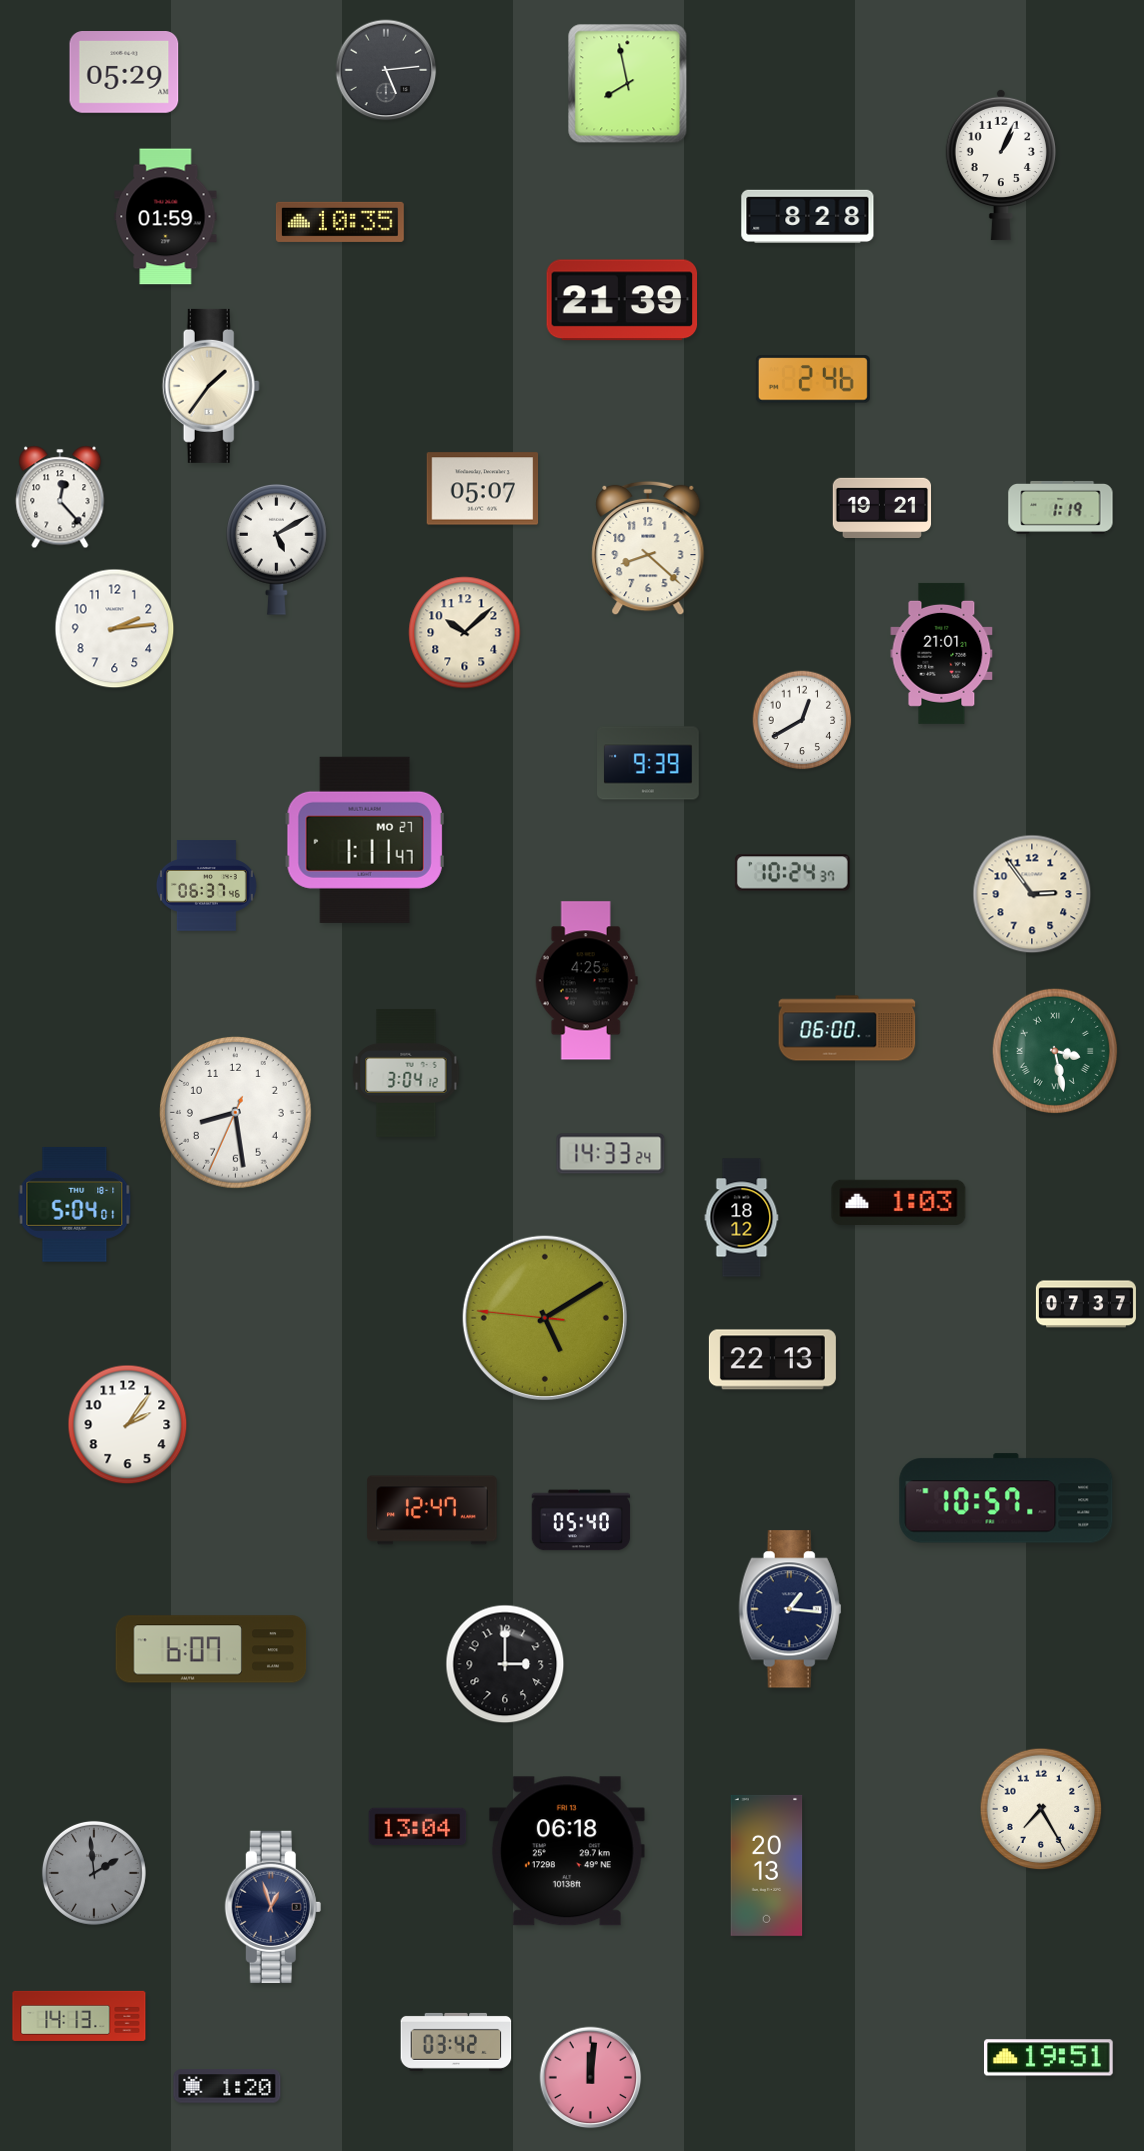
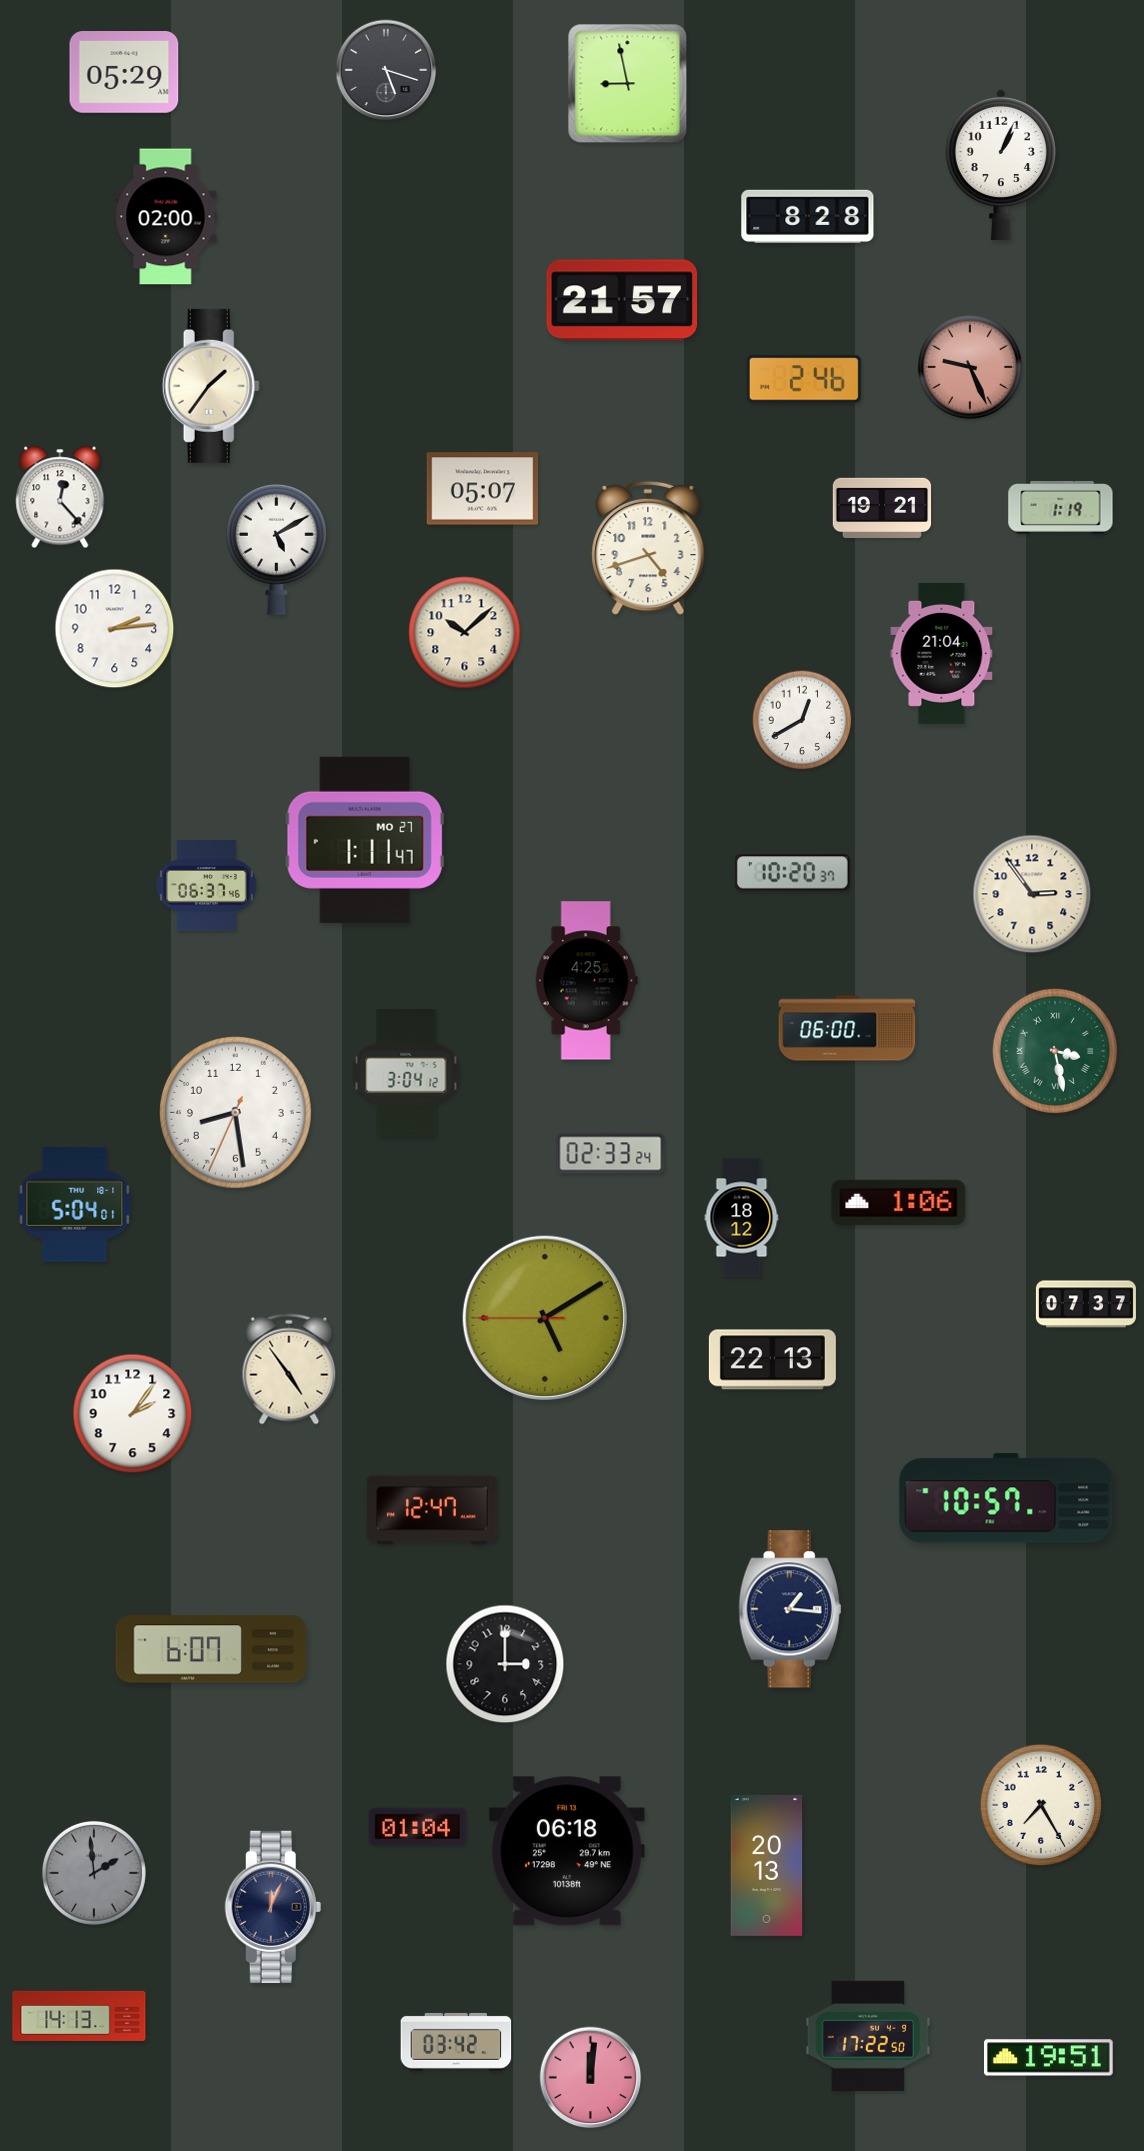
clock at (386, 70): 5:14 -> 5:18
clock at (628, 84): 7:58 -> 8:58
clock at (166, 217): 01:59 -> 02:00
clock at (340, 222): 10:35 -> none
clock at (622, 300): 21:39 -> 21:57
clock at (970, 367): none -> 9:26
clock at (813, 379) position: (813, 379) -> (804, 379)
clock at (648, 548): 8:22 -> 4:42
clock at (942, 653): 21:01 -> 21:04
clock at (648, 763): 9:39 -> none
clock at (792, 873): 10:24 -> 10:20
clock at (611, 1154): 14:33 -> 02:33
clock at (899, 1202): 1:03 -> 1:06
clock at (545, 1318): 5:09:46 -> 5:09:45
clock at (289, 1369): none -> 4:54
clock at (128, 1425) position: (128, 1425) -> (133, 1414)
clock at (581, 1520): 05:40 -> none
clock at (1041, 1809) position: (1041, 1809) -> (1041, 1805)
clock at (418, 1827): 13:04 -> 01:04
clock at (273, 1907): 12:57 -> 12:04
clock at (868, 2036): none -> 17:22
clock at (227, 2086): 1:20 -> none
